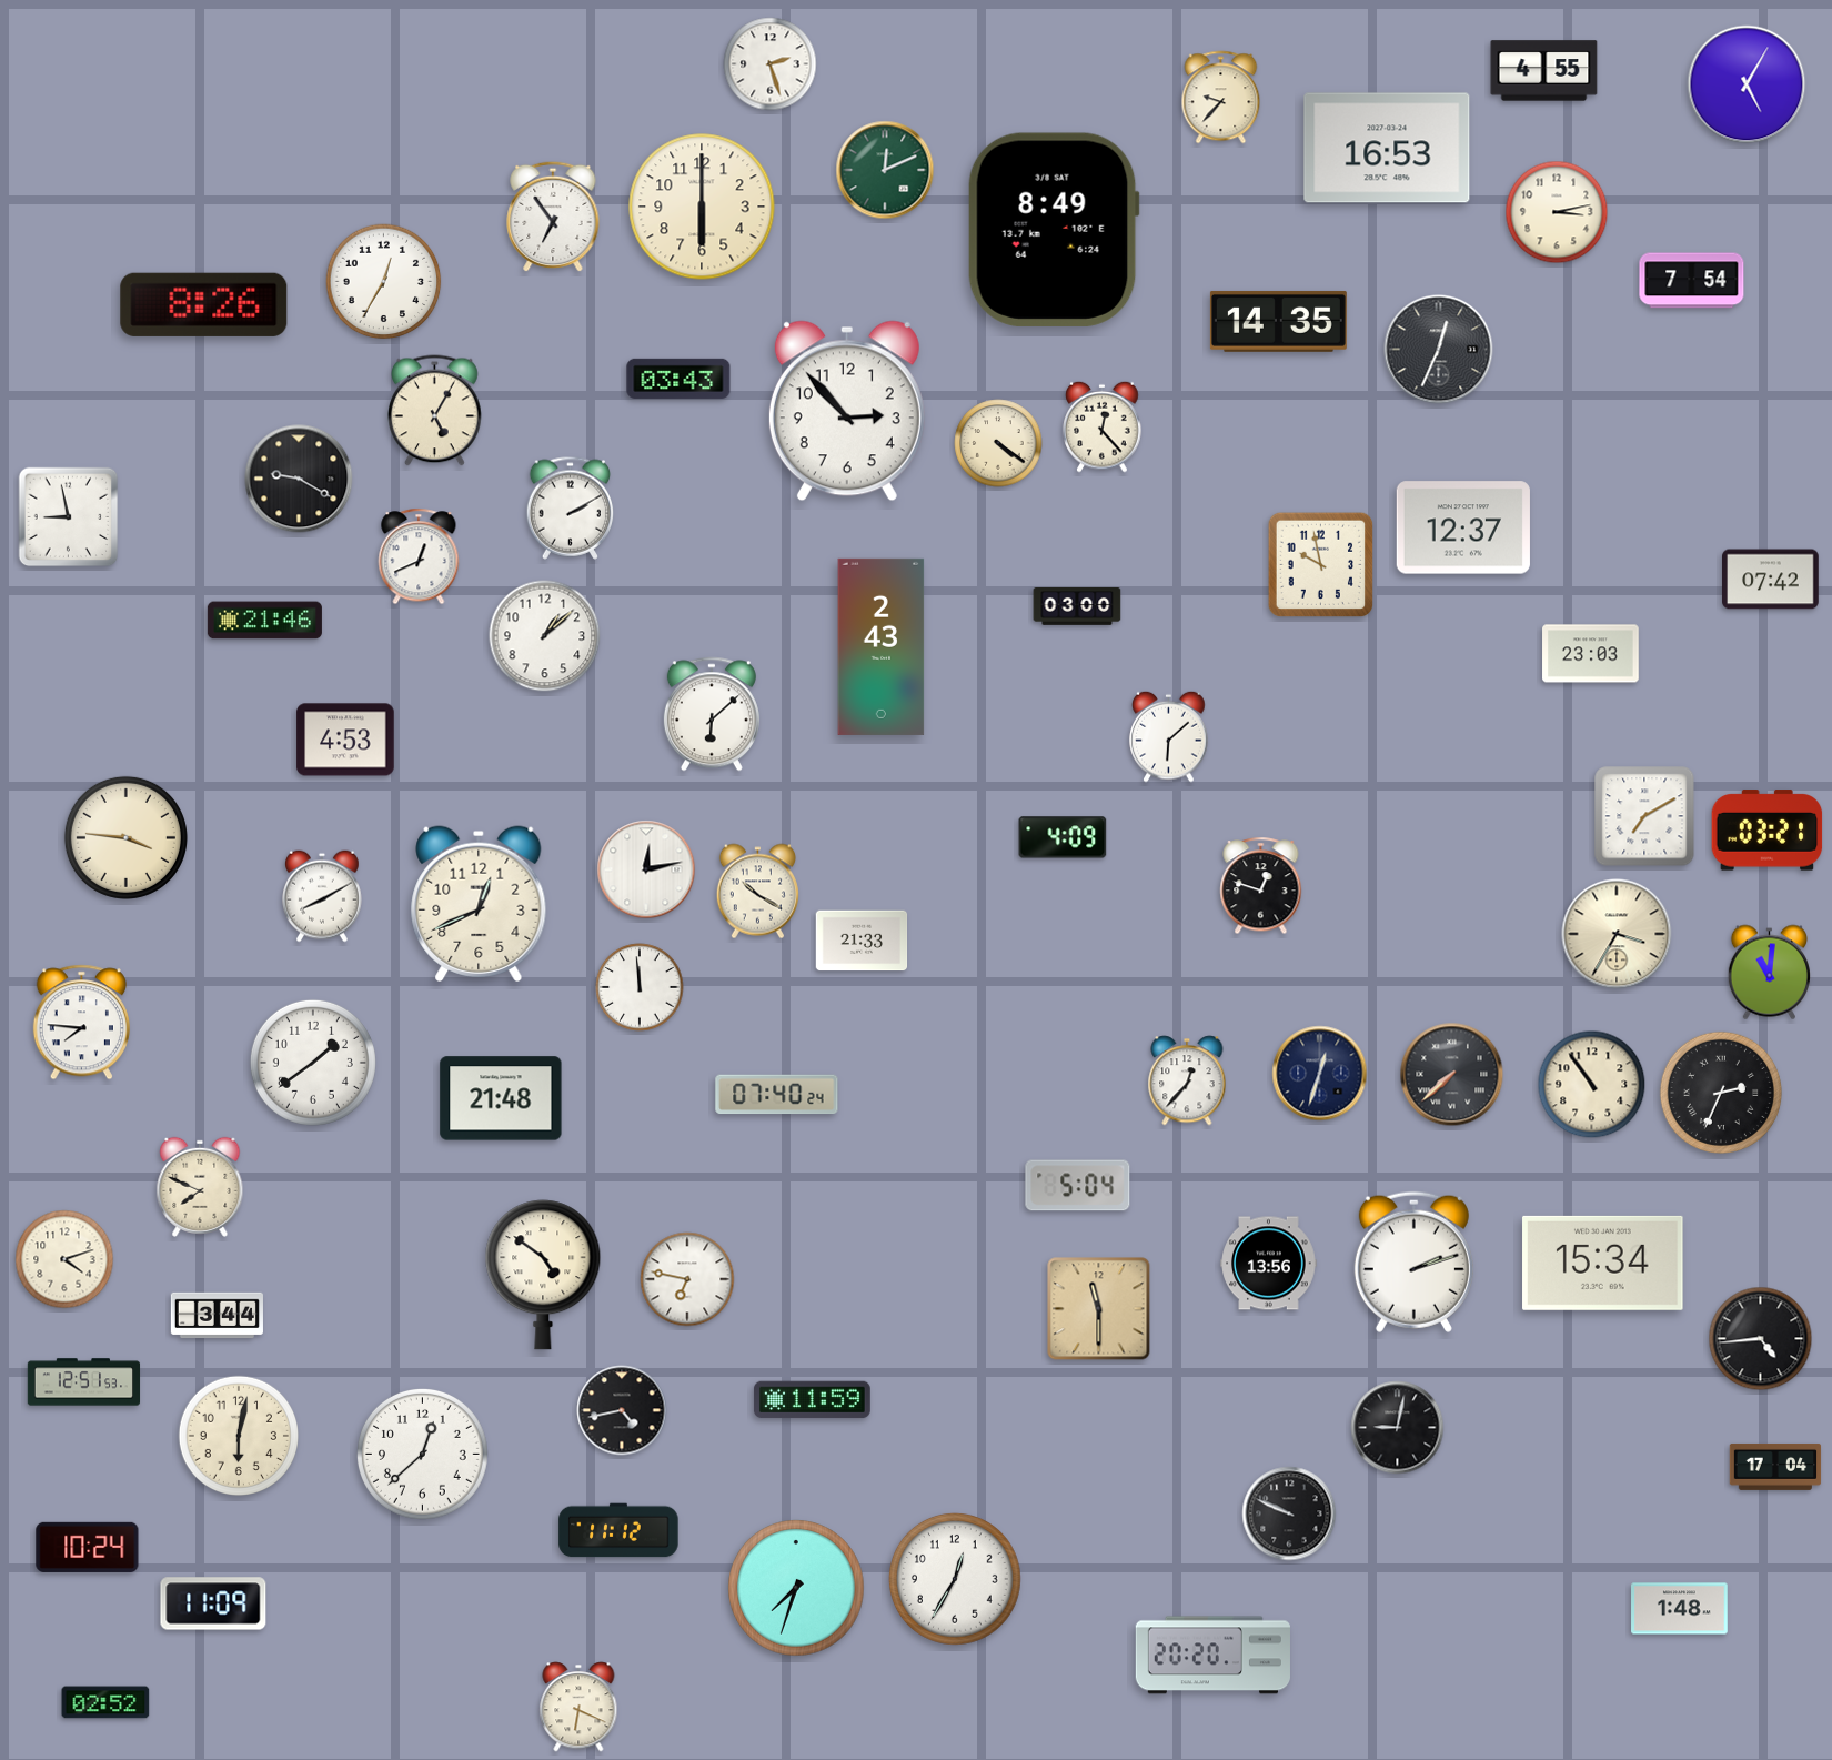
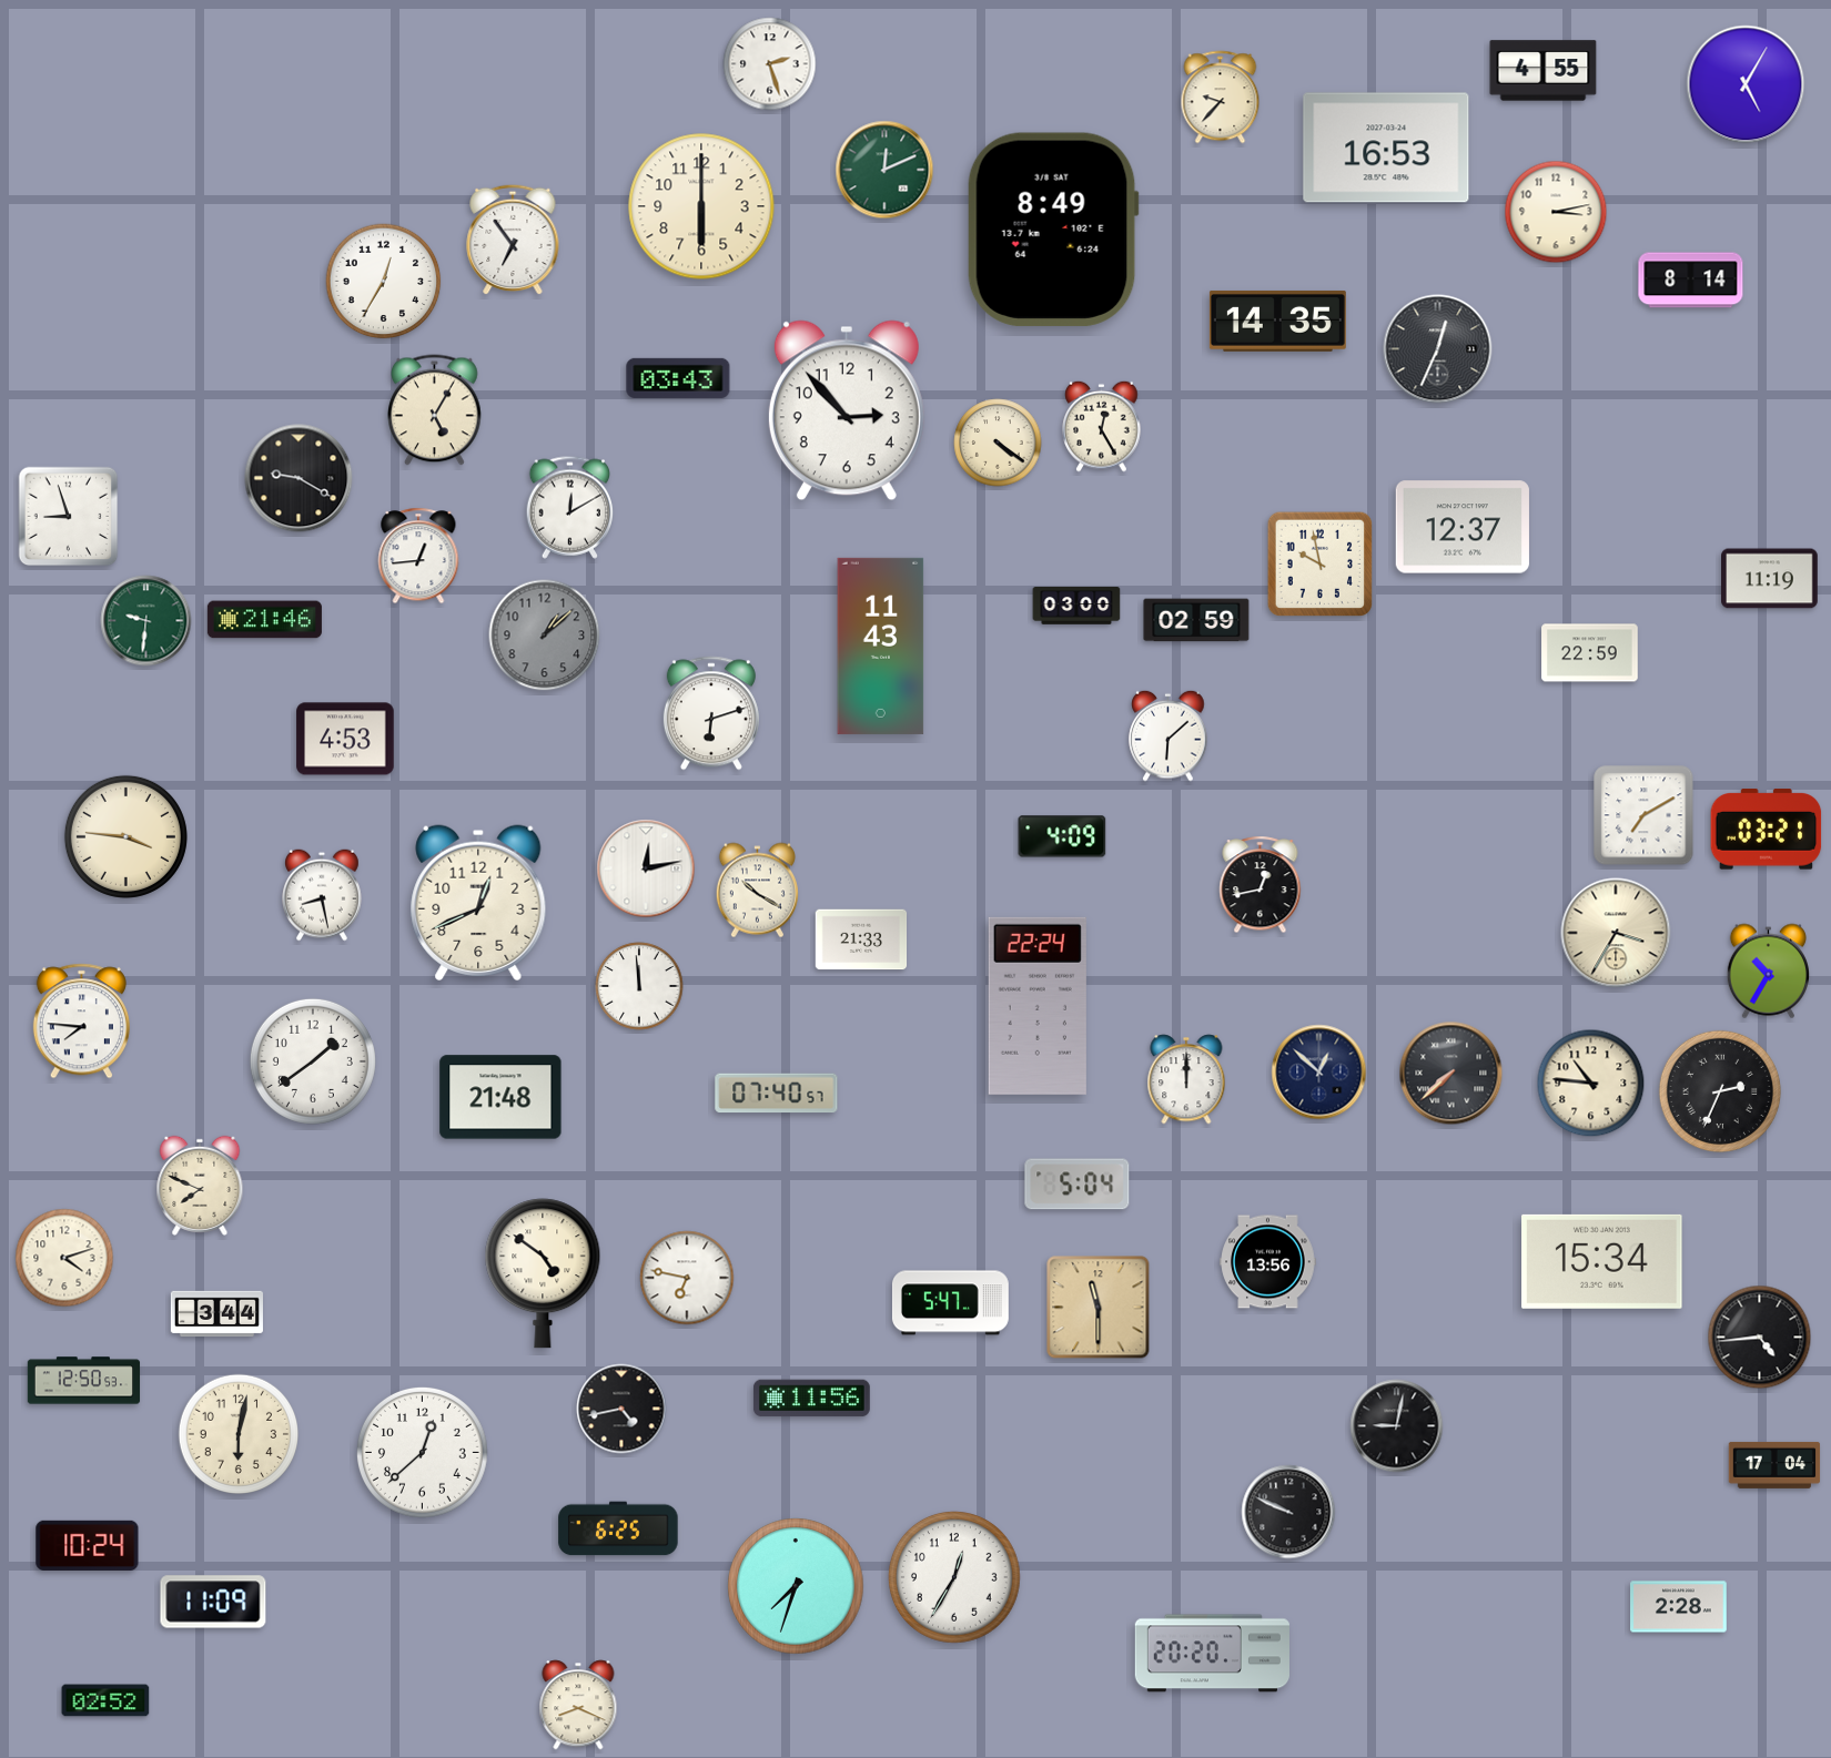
clock at (553, 217) position: (553, 217) -> (513, 240)
clock at (1692, 281): 7:54 -> 8:14
clock at (204, 304): 8:26 -> none
clock at (1103, 426): 12:23 -> 12:25
clock at (571, 507): 2:10 -> 12:10
clock at (69, 517): 8:58 -> 8:57
clock at (419, 556): 12:41 -> 12:44
clock at (1771, 580): 07:42 -> 11:19
clock at (1196, 620): none -> 02:59
clock at (146, 621): none -> 9:31
clock at (545, 636) dial: white -> grey
clock at (882, 646): 2:43 -> 11:43
clock at (1591, 654): 23:03 -> 22:59
clock at (712, 714): 6:08 -> 6:12
clock at (1261, 886): 12:48 -> 12:43
clock at (323, 896): 8:10 -> 8:28
clock at (1769, 973): 11:01 -> 10:35
clock at (1038, 1006): none -> 22:24
clock at (1320, 1074): 12:33 -> 12:52
clock at (1187, 1080): 12:37 -> 12:00
clock at (1592, 1085): 10:54 -> 10:46
clock at (777, 1095): 07:40:24 -> 07:40:57
clock at (1413, 1261): 2:12 -> none
clock at (951, 1303): none -> 5:47
clock at (84, 1382): 12:51 -> 12:50
clock at (812, 1400): 11:59 -> 11:56
clock at (618, 1530): 11:12 -> 6:25
clock at (1680, 1609): 1:48 -> 2:28
clock at (578, 1707): 6:19 -> 8:19
